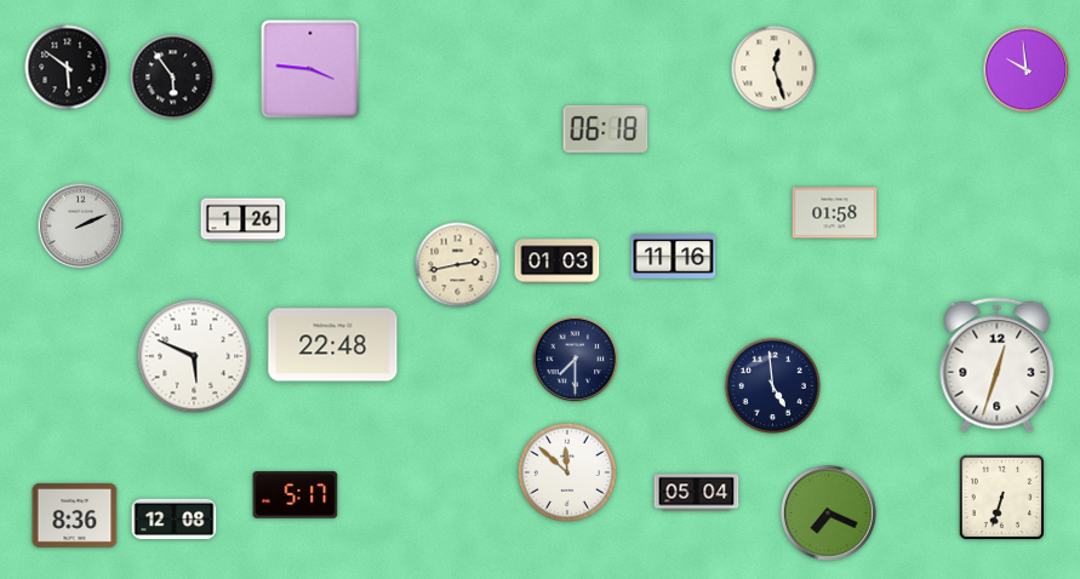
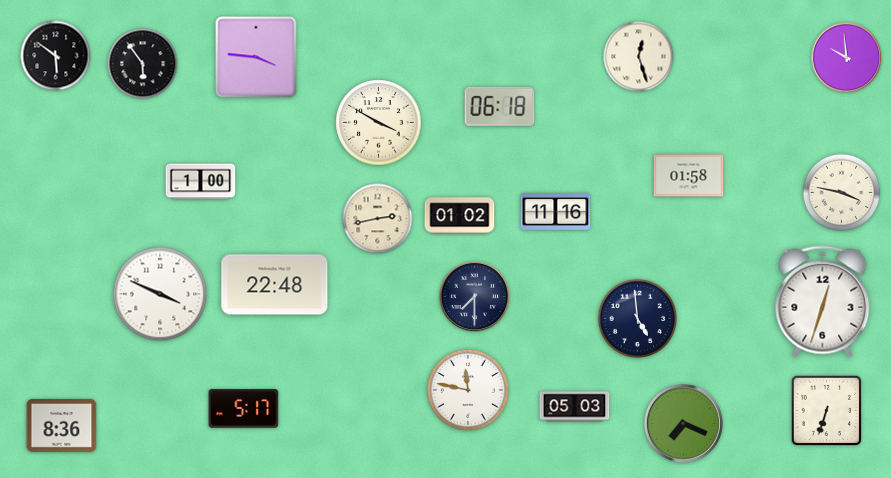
clock at (379, 123): none -> 3:50
clock at (244, 220): 1:26 -> 1:00
clock at (81, 227): 2:11 -> none
clock at (842, 193): none -> 3:47
clock at (558, 262): 01:03 -> 01:02
clock at (194, 356): 5:49 -> 3:49
clock at (567, 472): 11:52 -> 11:47
clock at (697, 493): 05:04 -> 05:03
clock at (175, 518): 12:08 -> none
